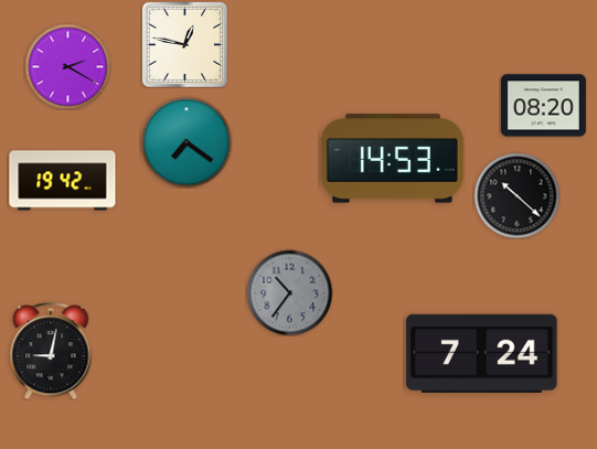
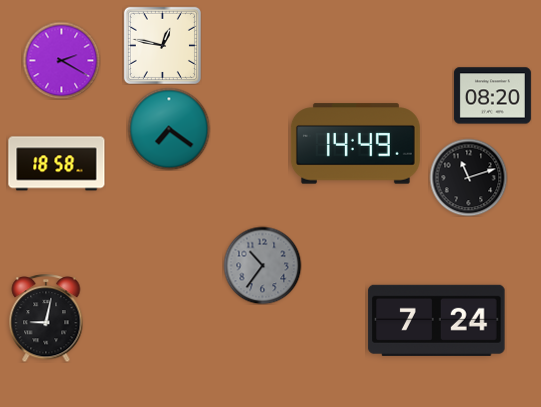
clock at (184, 44) position: (184, 44) -> (162, 45)
clock at (392, 159): 14:53 -> 14:49
clock at (63, 181): 19:42 -> 18:58
clock at (516, 195): 10:22 -> 11:12
